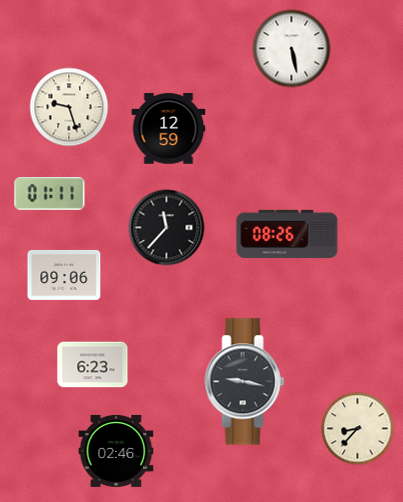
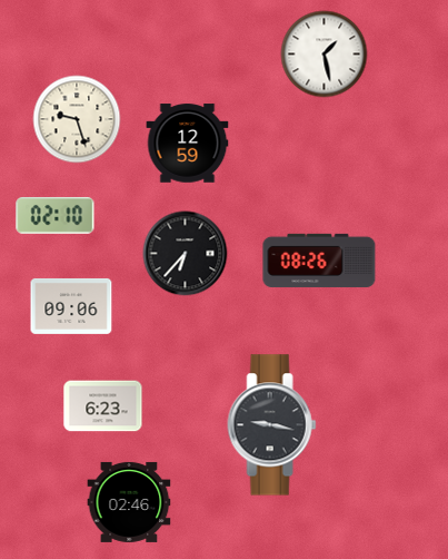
clock at (292, 49): 5:28 -> 1:28
clock at (50, 193): 01:11 -> 02:10
clock at (167, 228): 11:37 -> 6:37
clock at (358, 429): 8:37 -> none
